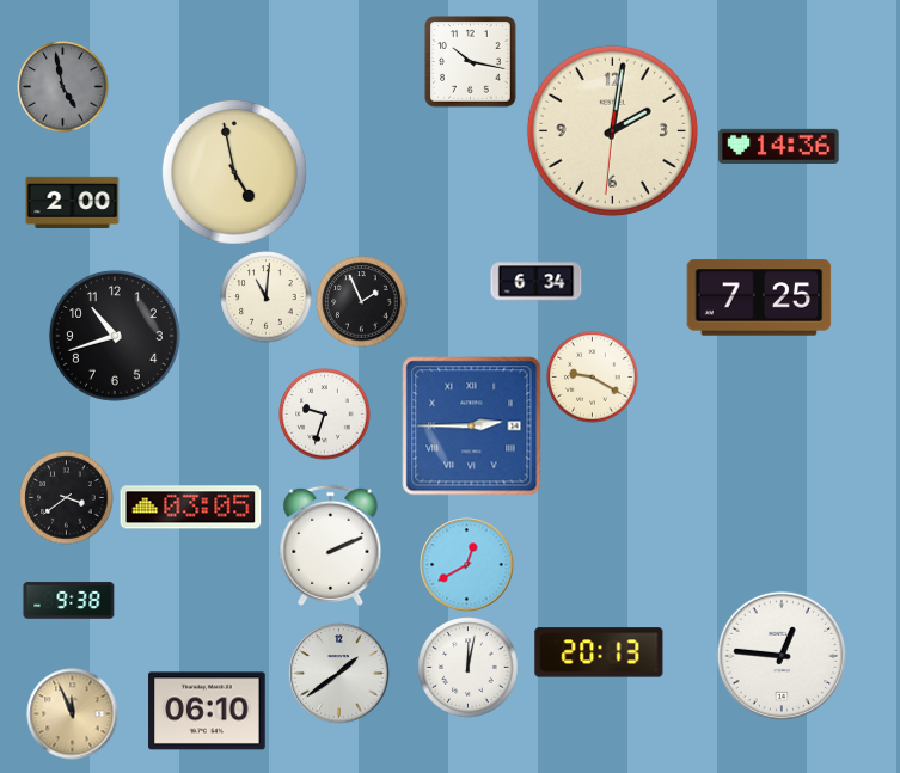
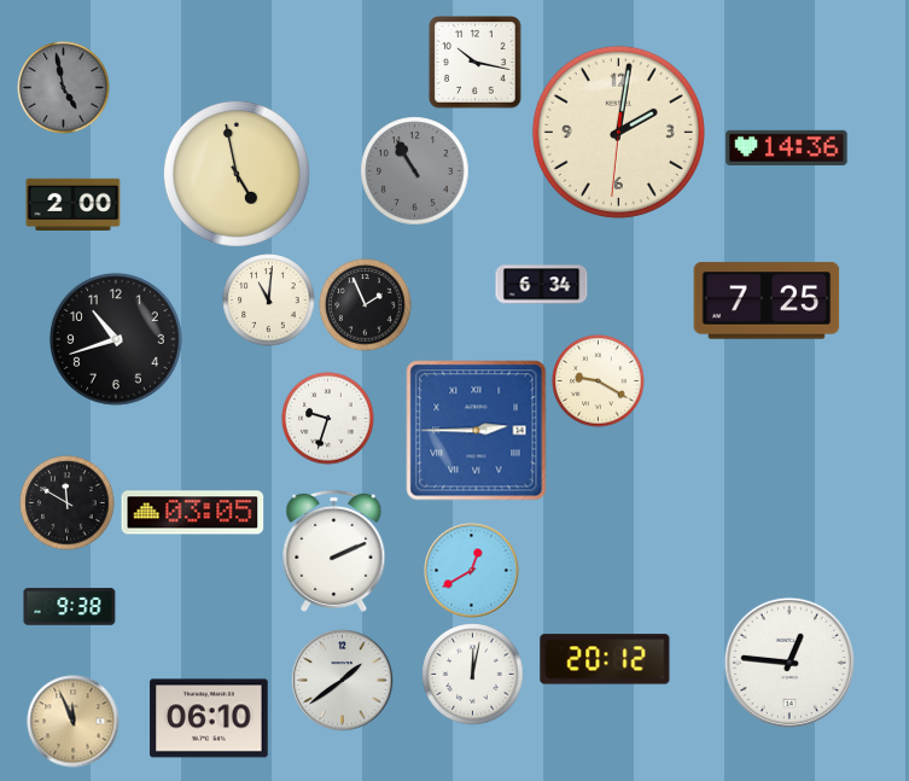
clock at (415, 171): none -> 10:55
clock at (67, 498): 3:39 -> 11:50
clock at (599, 652): 20:13 -> 20:12
